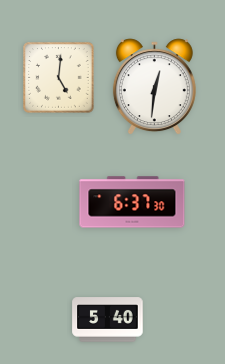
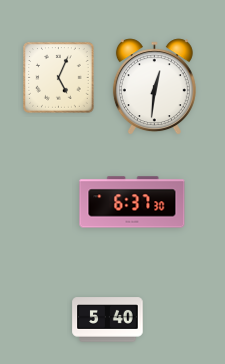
clock at (59, 78): 5:01 -> 5:04
